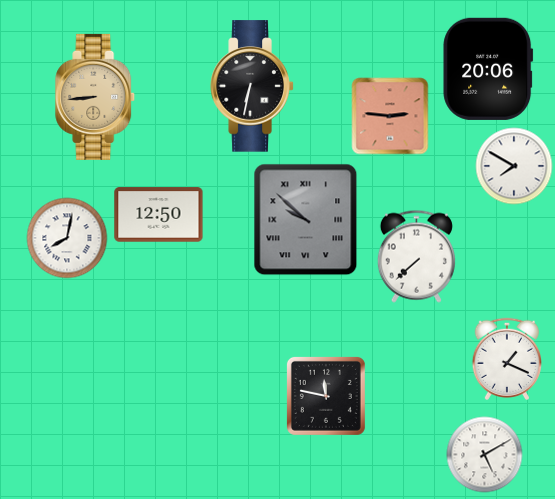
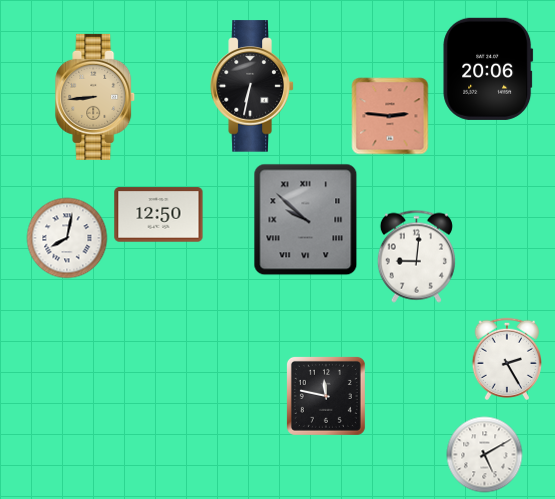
clock at (514, 166): 7:50 -> none
clock at (416, 256): 7:38 -> 9:01
clock at (506, 359): 1:19 -> 2:25
